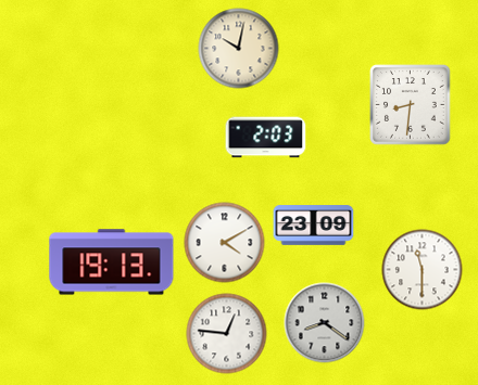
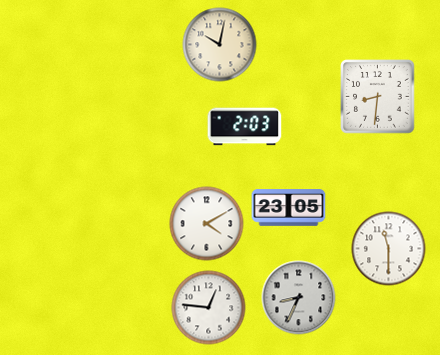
clock at (314, 226): 23:09 -> 23:05
clock at (112, 262): 19:13 -> none
clock at (325, 323): 8:21 -> 8:34
